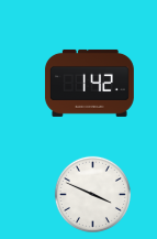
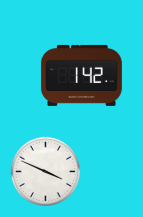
clock at (92, 194) position: (92, 194) -> (45, 171)
